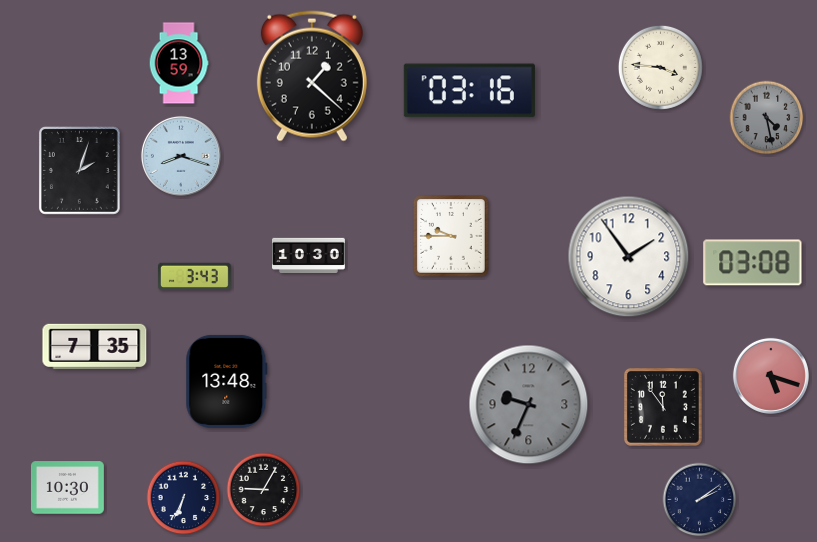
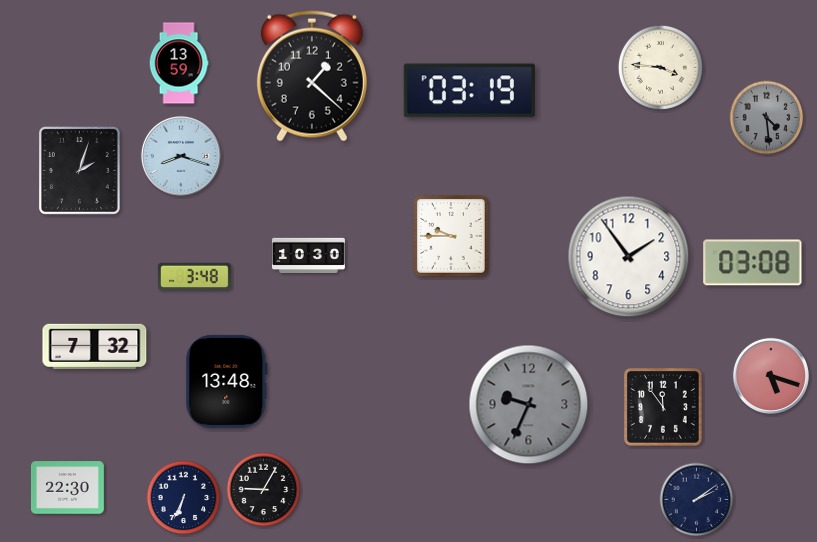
clock at (469, 91): 03:16 -> 03:19
clock at (767, 118): 4:28 -> 4:29
clock at (194, 277): 3:43 -> 3:48
clock at (95, 346): 7:35 -> 7:32
clock at (67, 488): 10:30 -> 22:30
clock at (700, 500) position: (700, 500) -> (697, 500)
